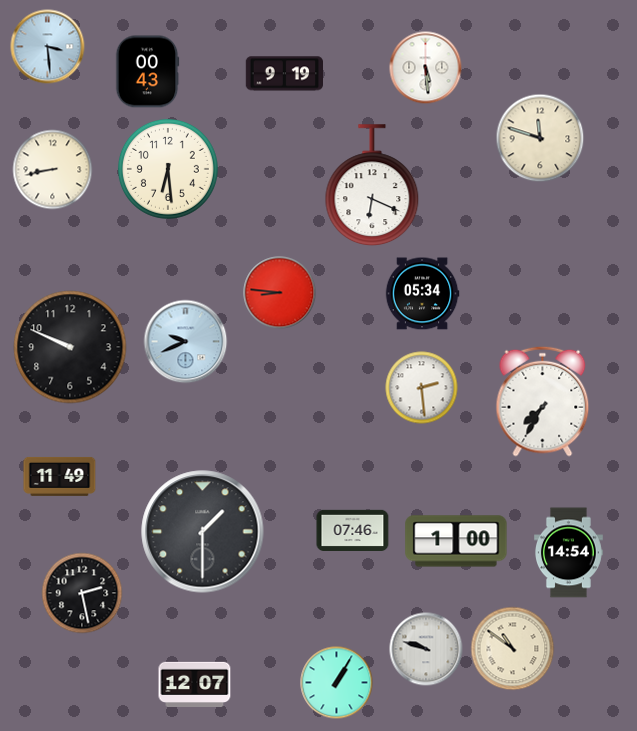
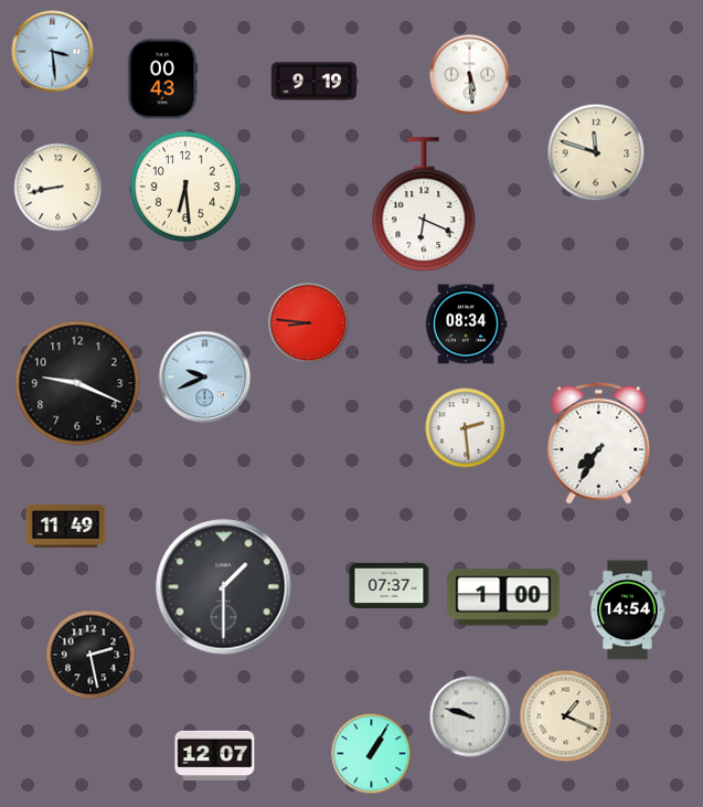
clock at (372, 186) position: (372, 186) -> (424, 205)
clock at (422, 294): 05:34 -> 08:34
clock at (70, 347): 9:49 -> 9:19
clock at (353, 530): 07:46 -> 07:37
clock at (513, 649): 10:51 -> 1:19
